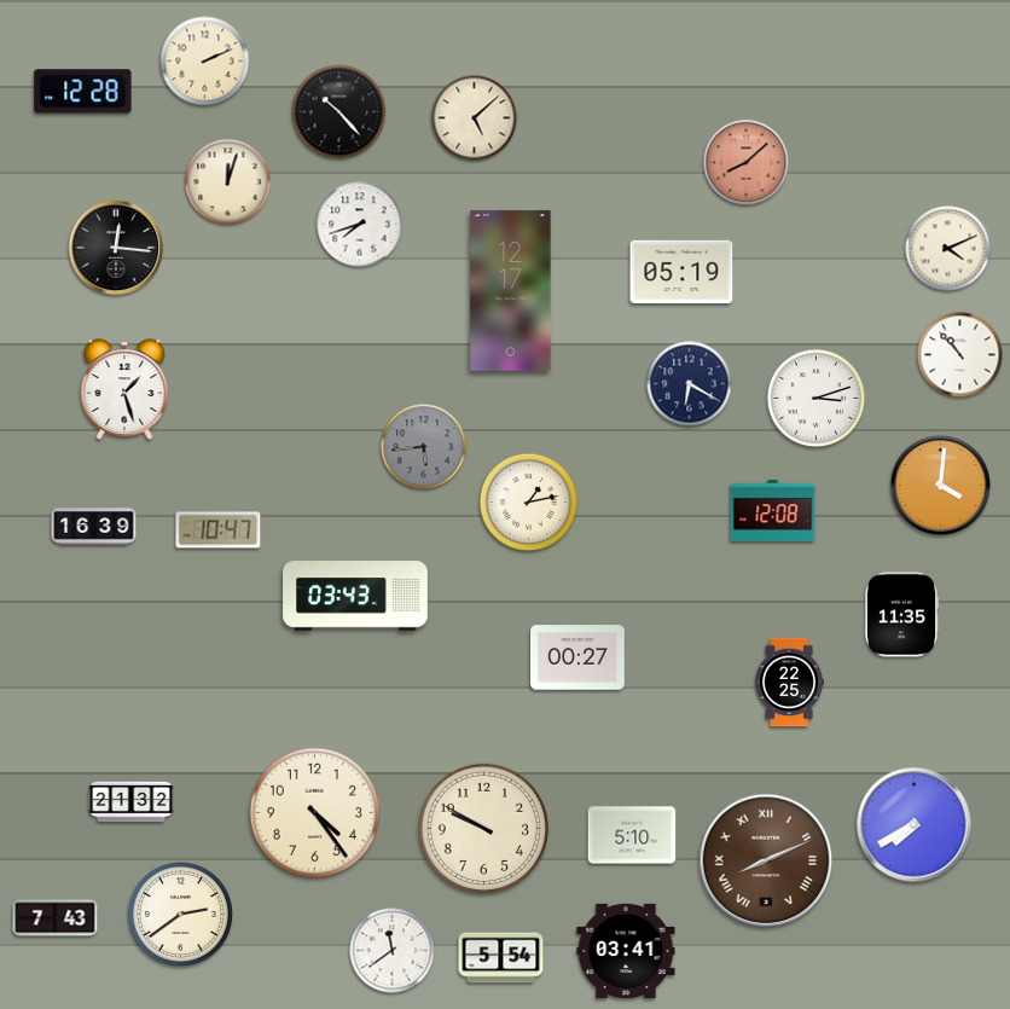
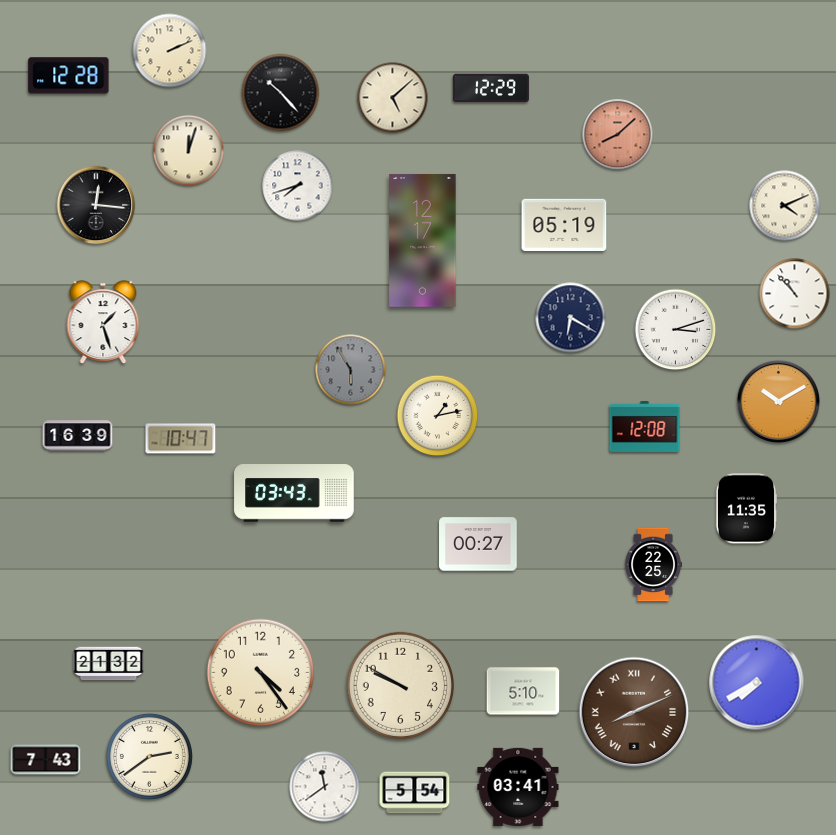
clock at (491, 88): none -> 12:29
clock at (424, 447): 5:44 -> 5:55
clock at (940, 485): 4:01 -> 10:10
clock at (773, 510) position: (773, 510) -> (645, 426)
